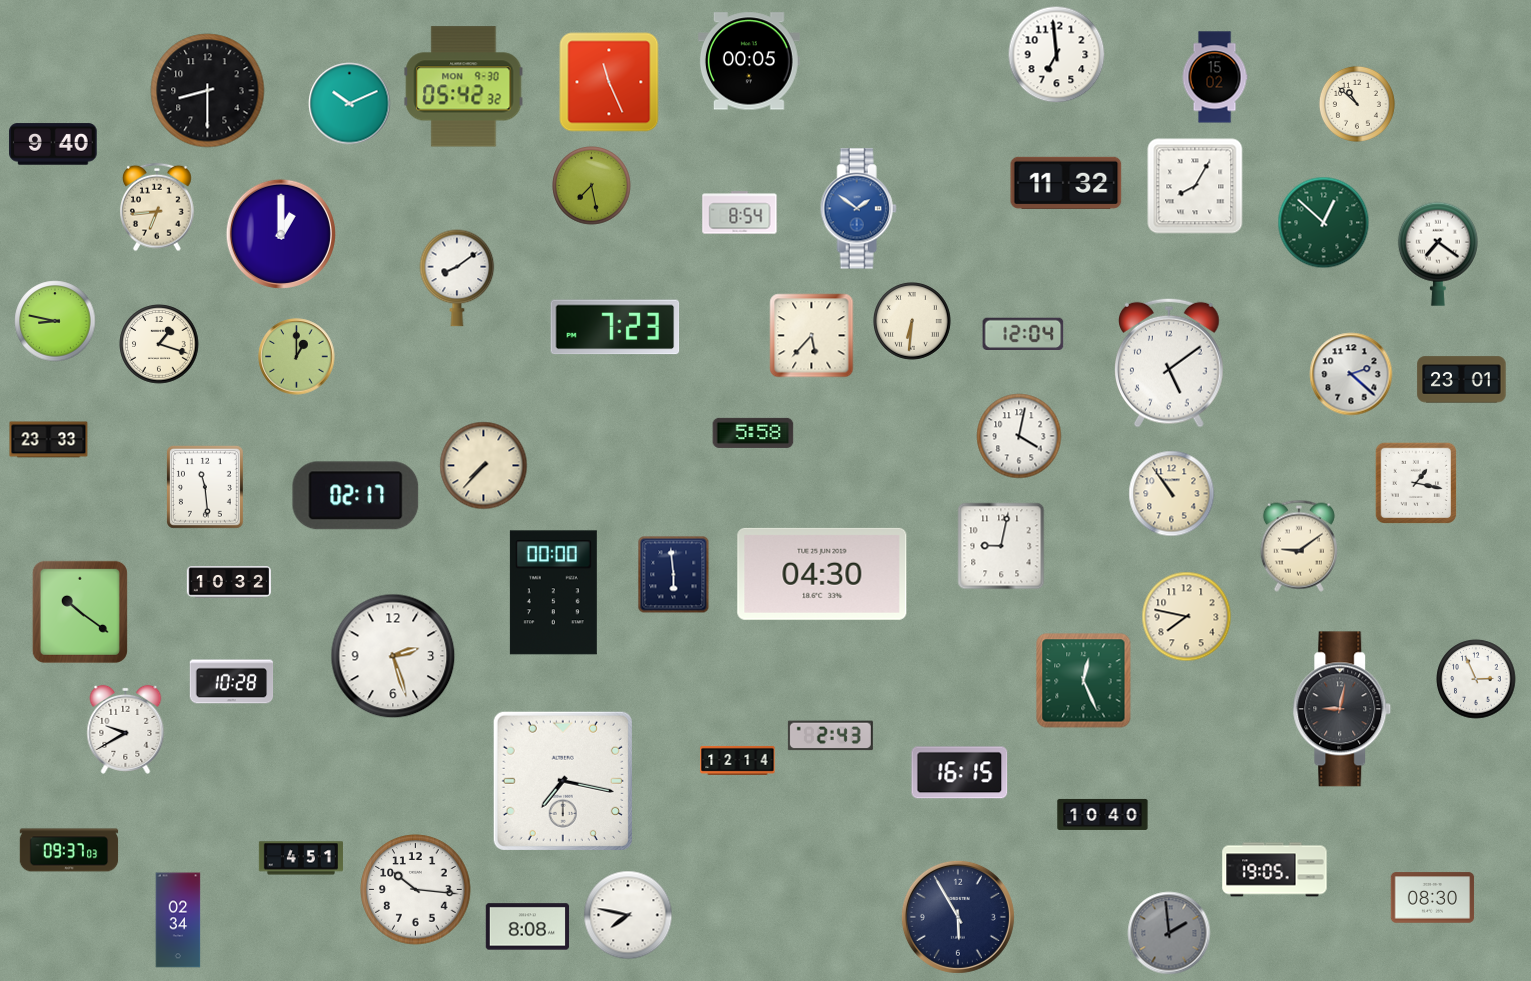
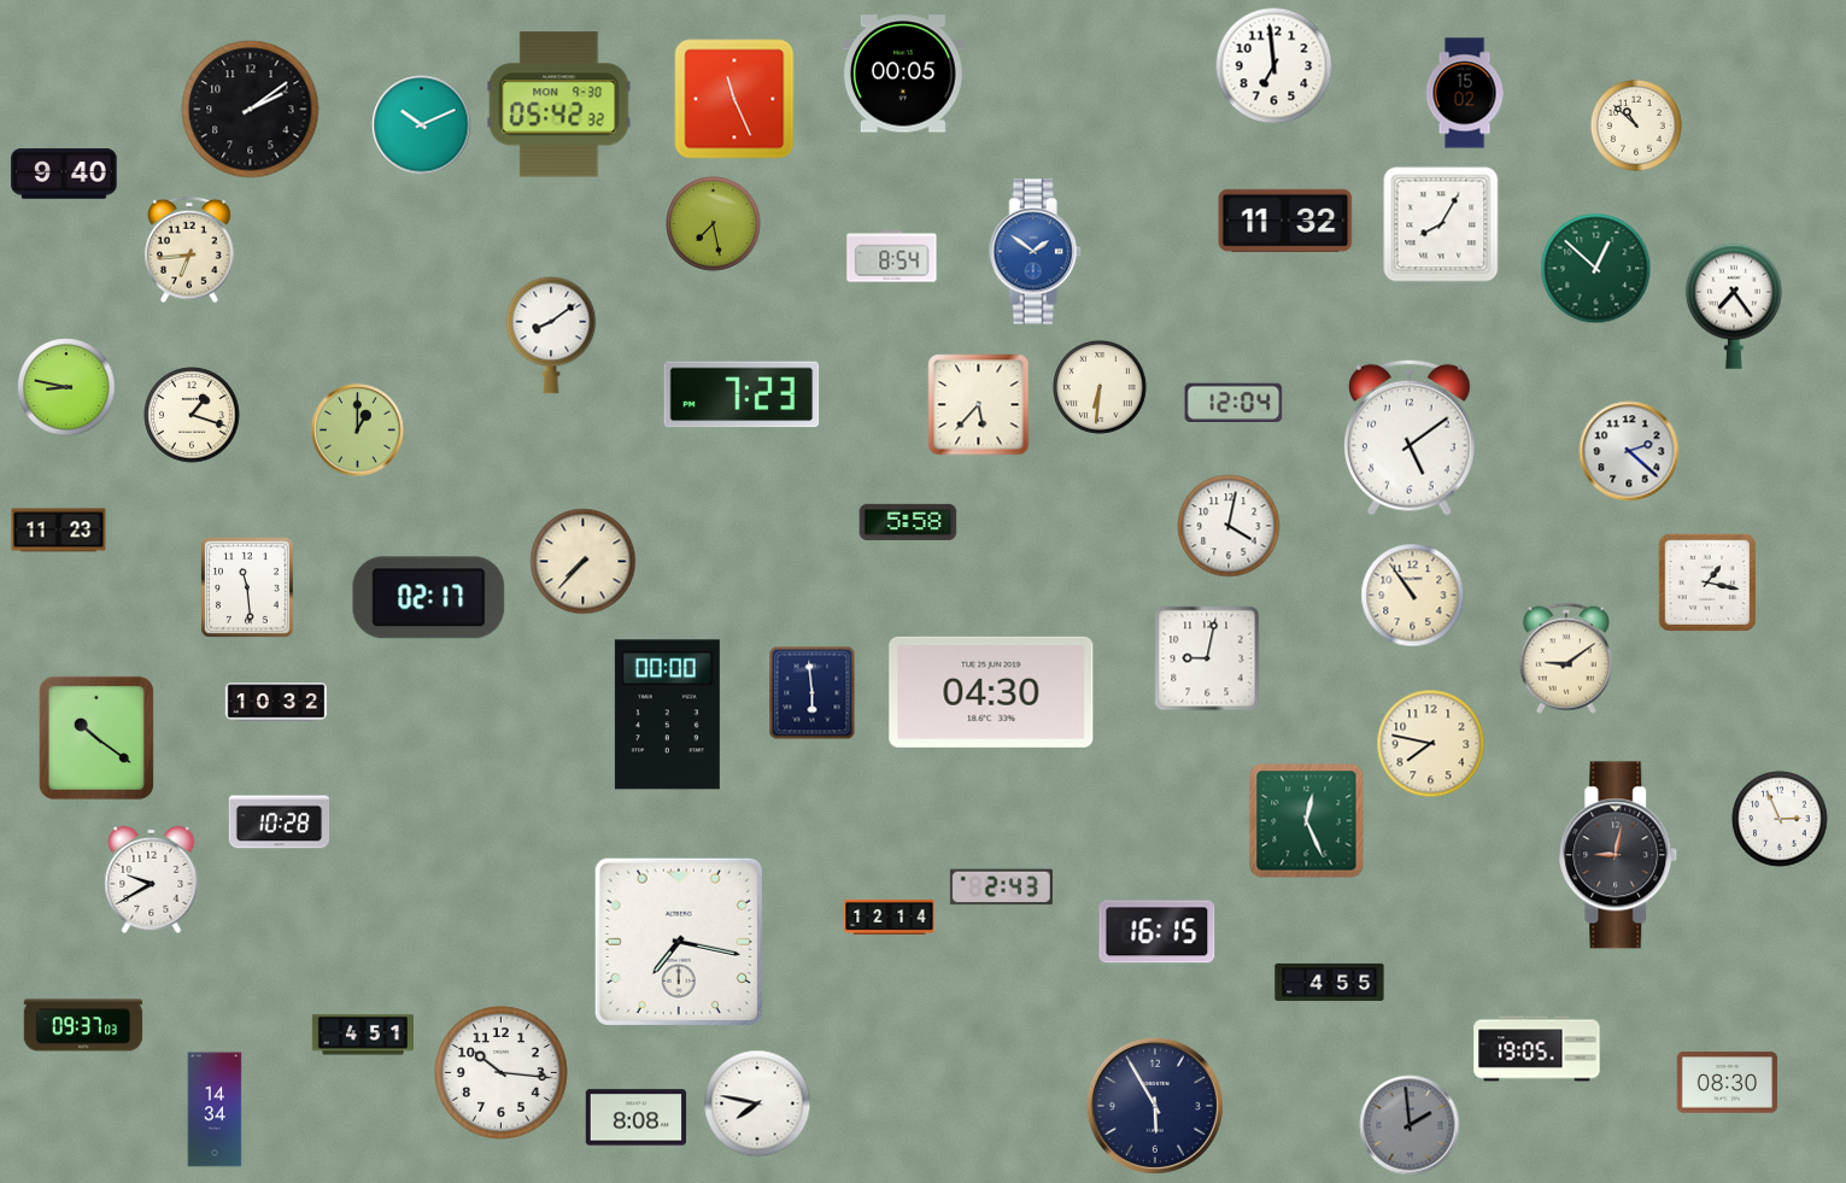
clock at (208, 91): 8:30 -> 2:09
clock at (281, 234): 1:00 -> none
clock at (1438, 254): 7:21 -> 7:24
clock at (1462, 380): 23:01 -> none
clock at (49, 440): 23:33 -> 11:23
clock at (393, 656): 2:27 -> none
clock at (1103, 814): 10:40 -> 4:55
clock at (178, 920): 02:34 -> 14:34
